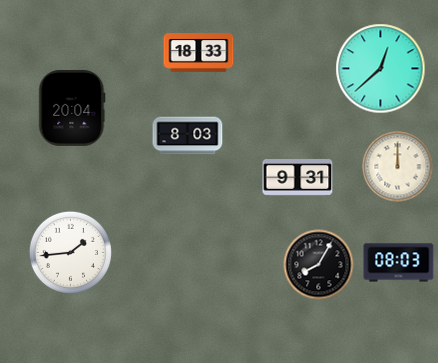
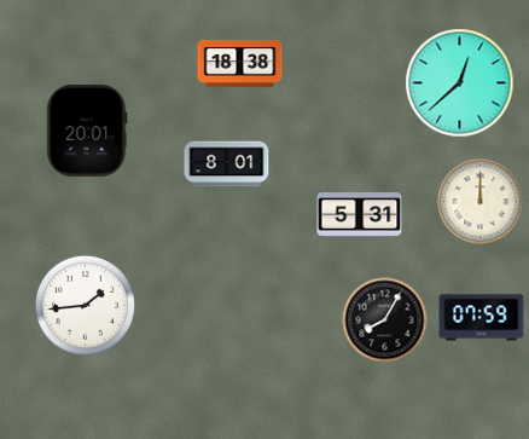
clock at (199, 53): 18:33 -> 18:38
clock at (72, 108): 20:04 -> 20:01
clock at (188, 136): 8:03 -> 8:01
clock at (298, 178): 9:31 -> 5:31
clock at (399, 263): 08:03 -> 07:59
